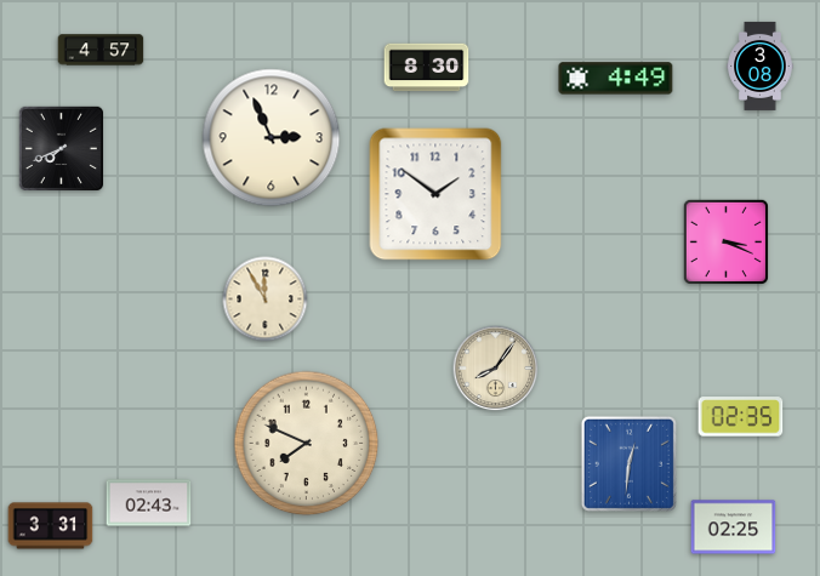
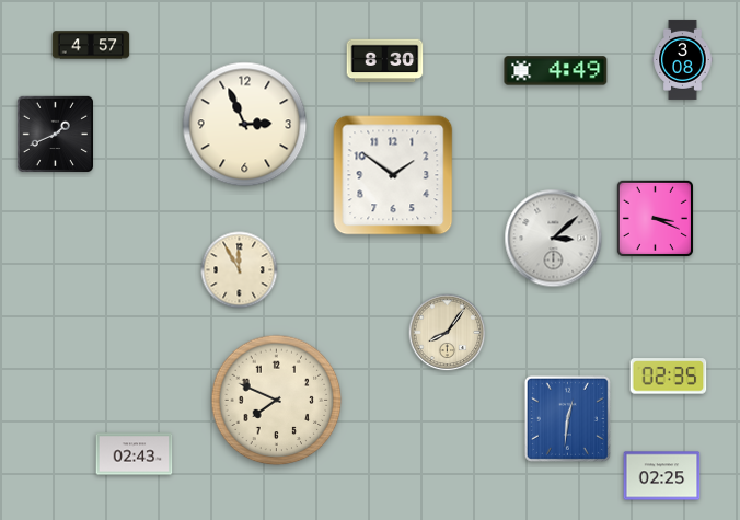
clock at (761, 65) position: (761, 65) -> (683, 59)
clock at (61, 148): 7:41 -> 1:41
clock at (554, 239): none -> 3:08
clock at (51, 526): 3:31 -> none
